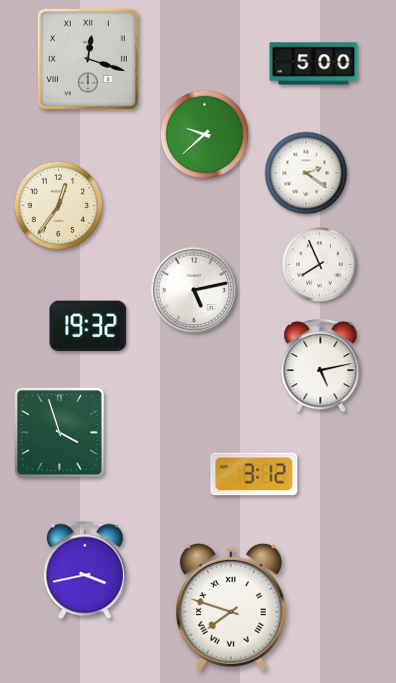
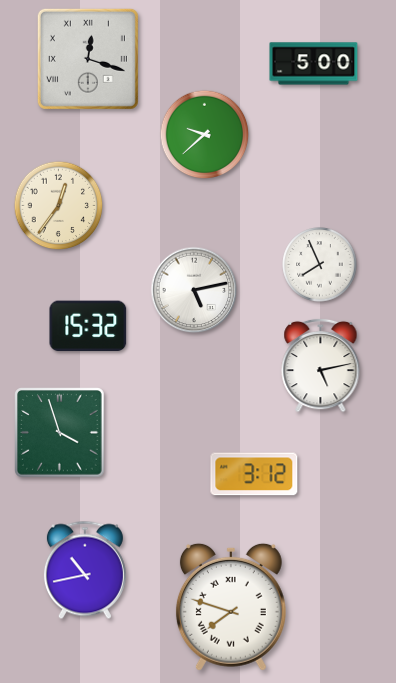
clock at (306, 173): 2:21 -> none
clock at (88, 326): 19:32 -> 15:32
clock at (85, 570): 3:43 -> 10:43
